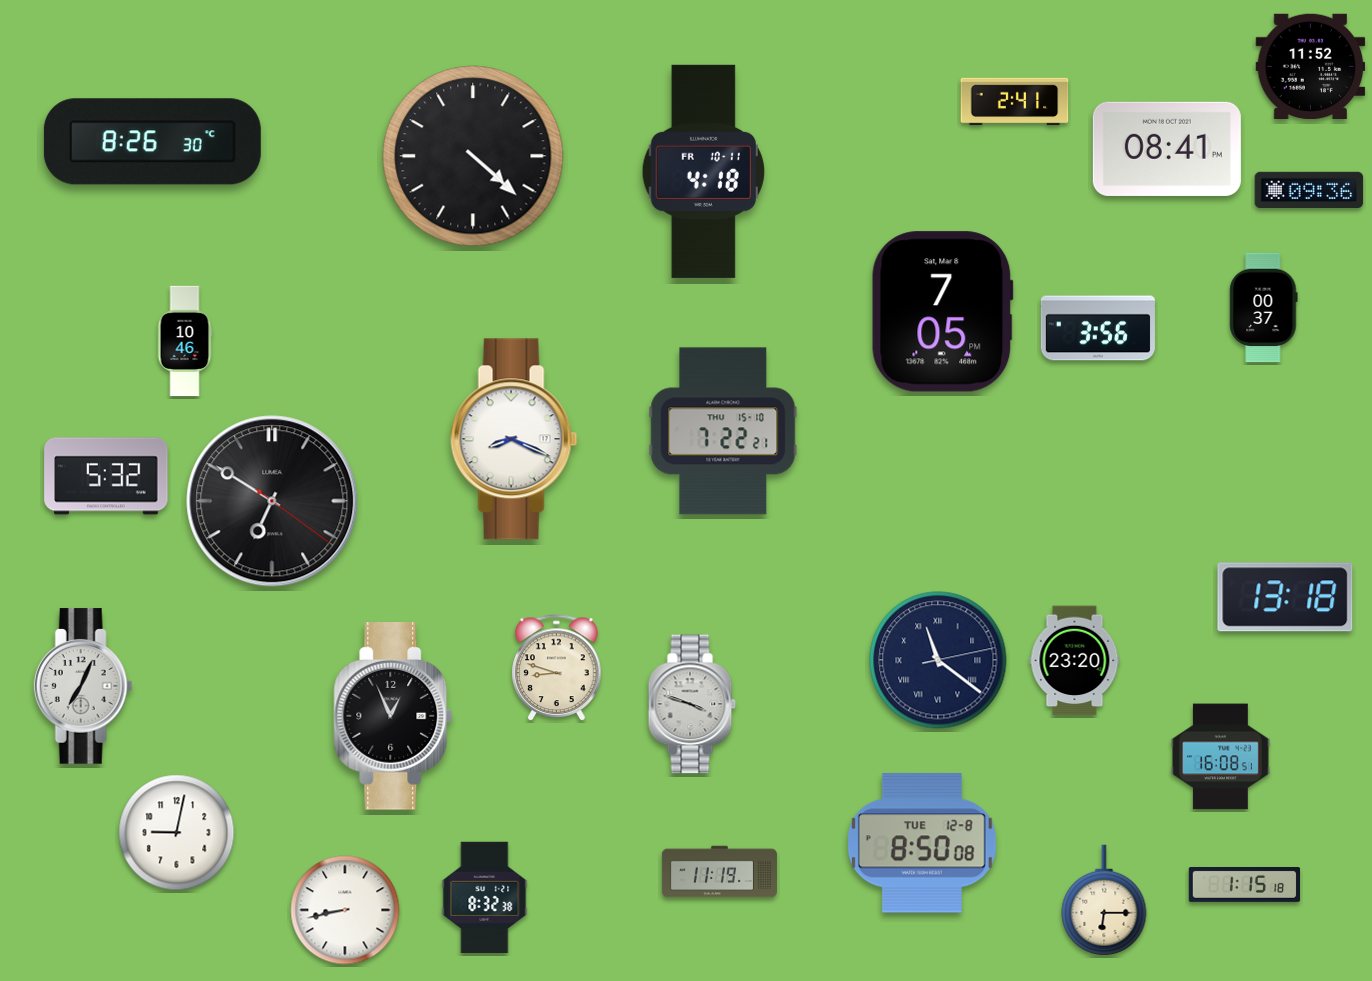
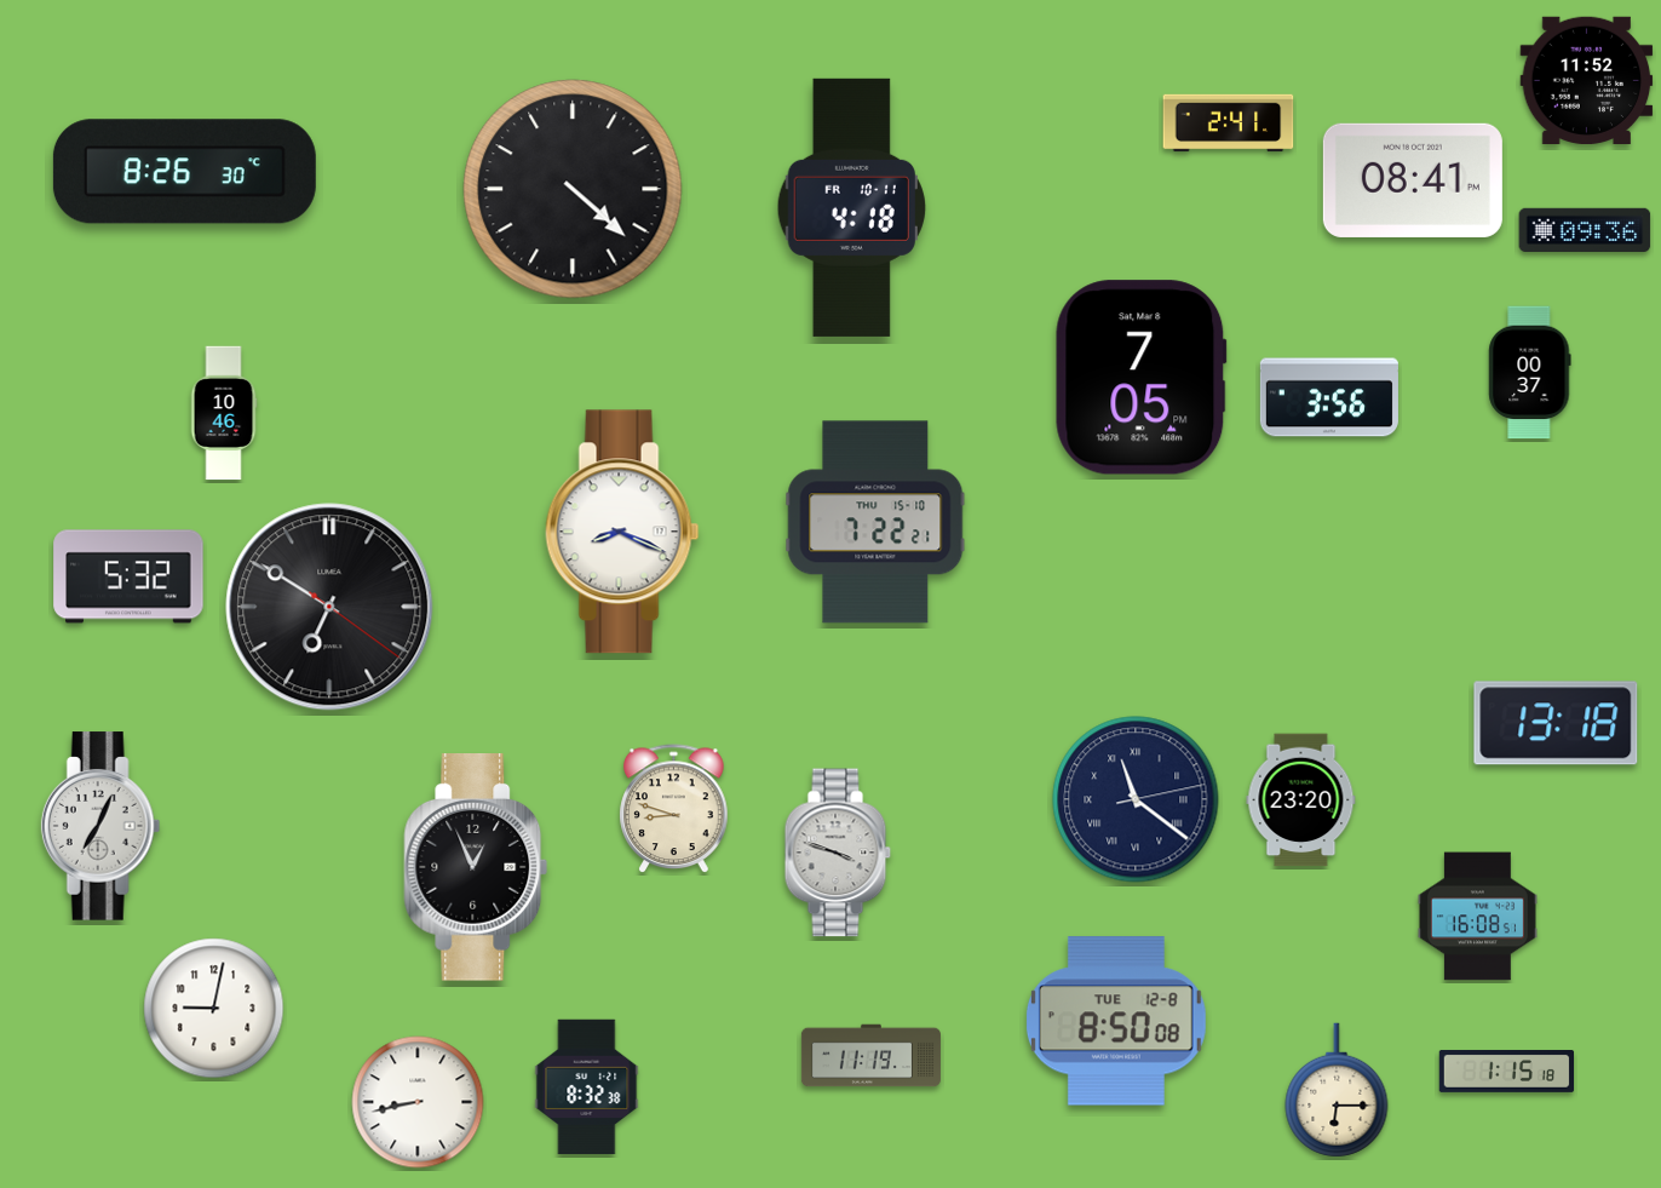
clock at (83, 686) position: (83, 686) -> (100, 826)
